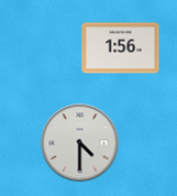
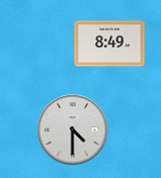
clock at (121, 48): 1:56 -> 8:49
